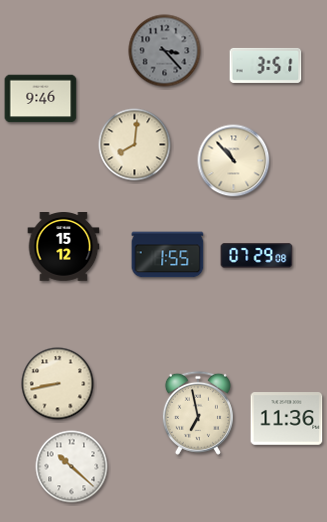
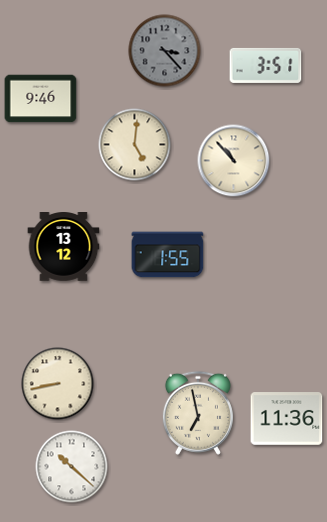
clock at (135, 145): 8:01 -> 5:01
clock at (64, 247): 15:12 -> 13:12
clock at (257, 256): 07:29 -> none
